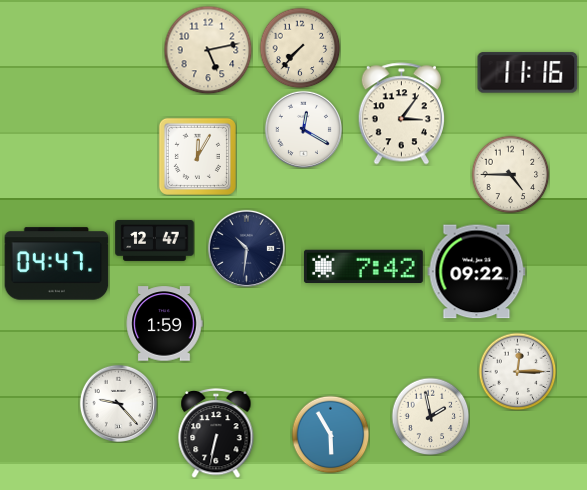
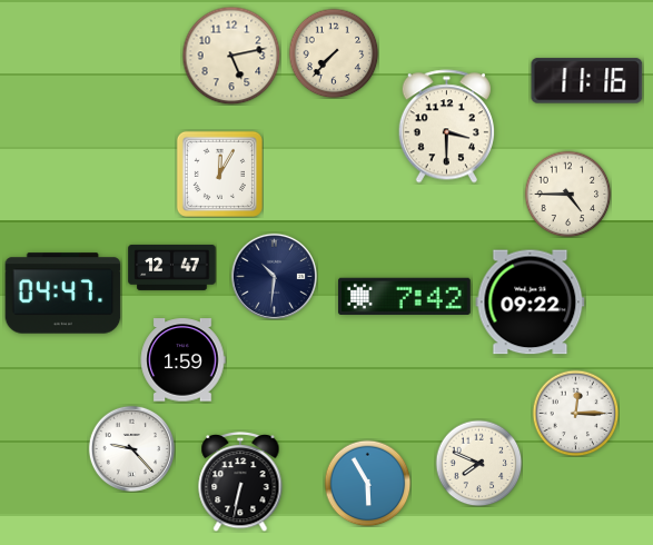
clock at (401, 114): 3:06 -> 3:30
clock at (303, 129): 12:20 -> none
clock at (430, 416): 1:58 -> 7:49
